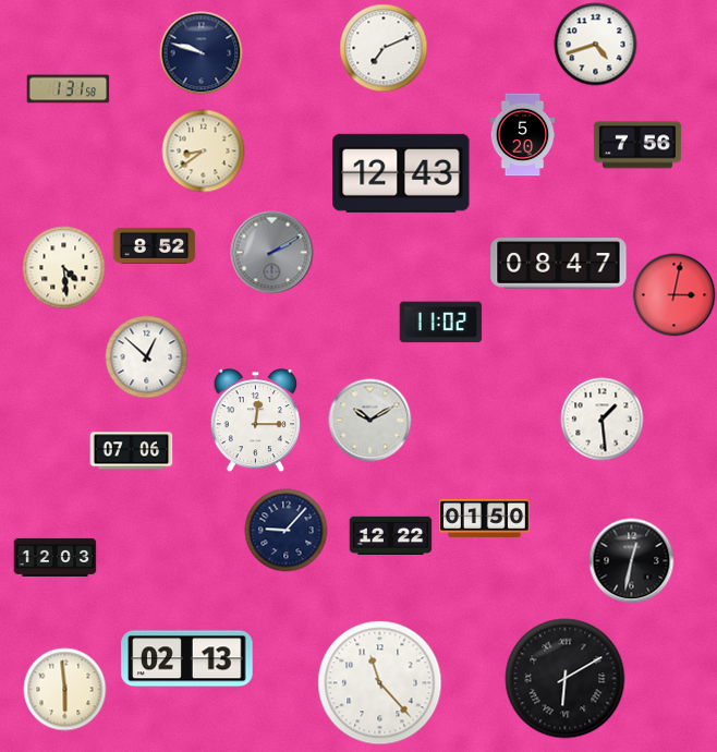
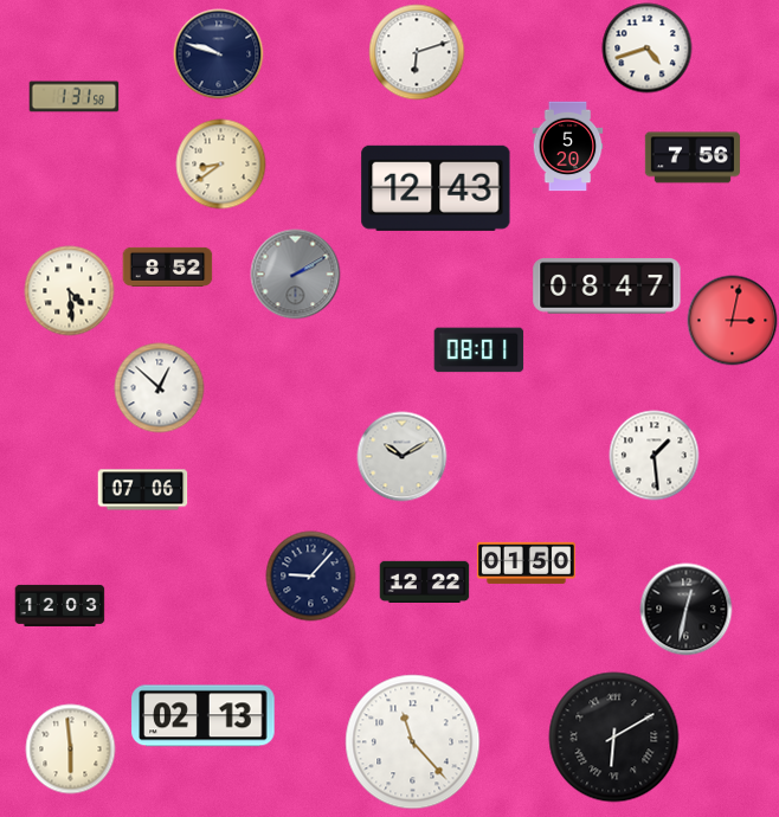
clock at (384, 48): 7:11 -> 6:12
clock at (202, 53) position: (202, 53) -> (219, 54)
clock at (441, 323): 11:02 -> 08:01
clock at (256, 422): 12:15 -> none
